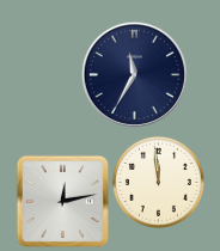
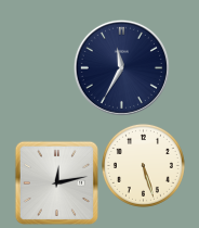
clock at (158, 182): 11:59 -> 5:27
